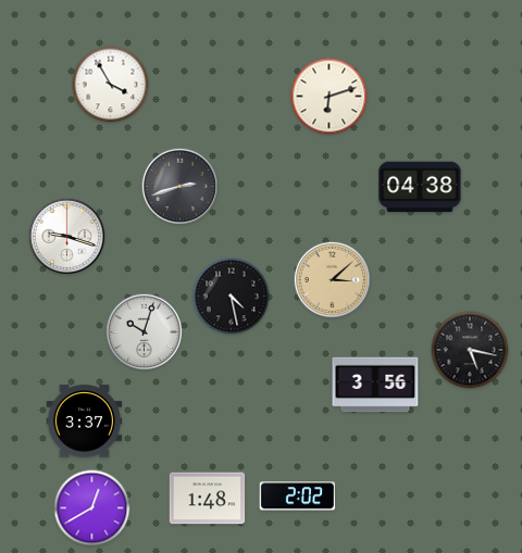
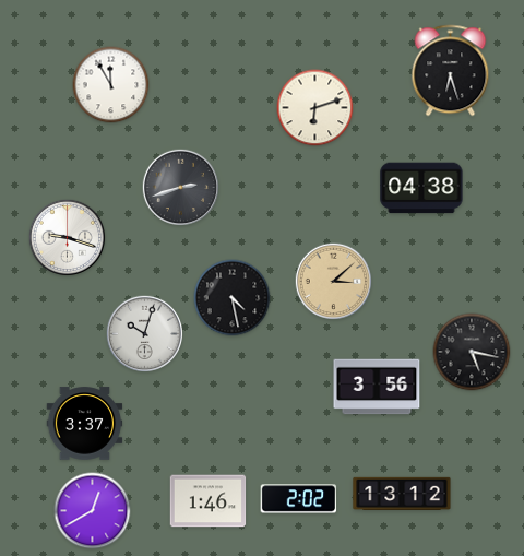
clock at (451, 71): none -> 6:27
clock at (111, 85): 3:55 -> 11:55
clock at (330, 97) position: (330, 97) -> (315, 108)
clock at (402, 493): none -> 13:12
clock at (208, 499): 1:48 -> 1:46
